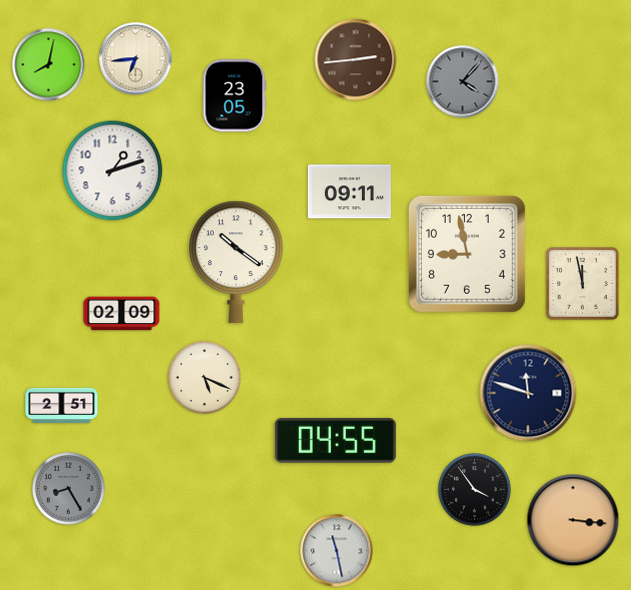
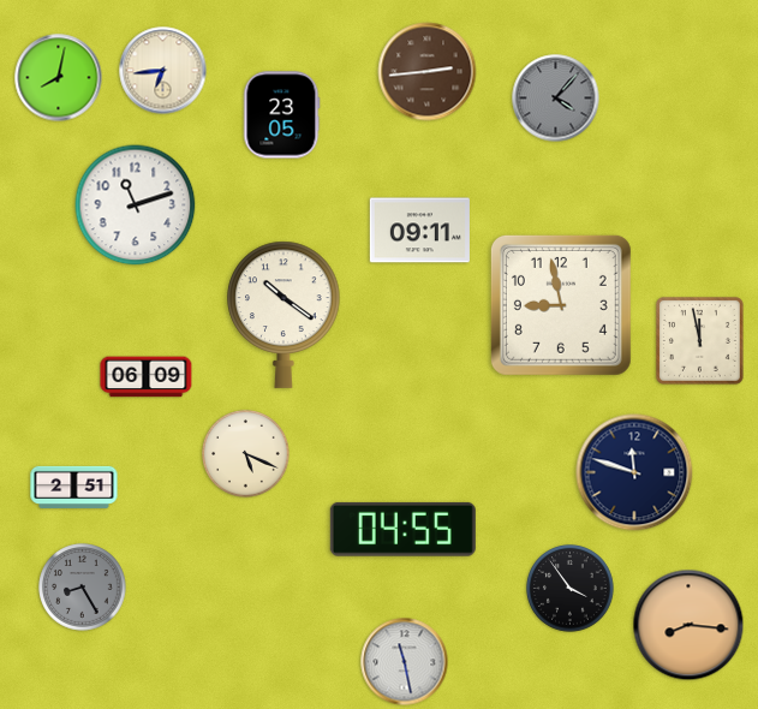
clock at (113, 171): 1:12 -> 11:12
clock at (122, 314): 02:09 -> 06:09
clock at (573, 520): 3:16 -> 8:16
